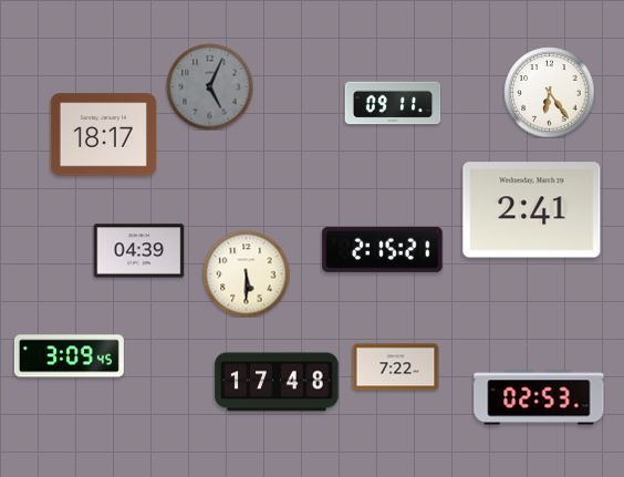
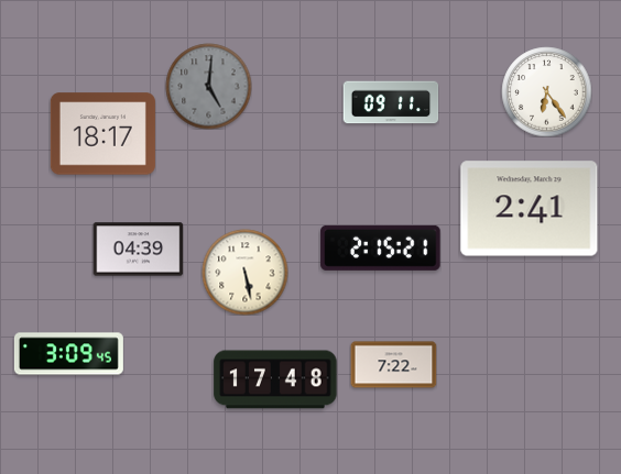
clock at (209, 86): 5:04 -> 5:01
clock at (246, 273): 5:30 -> 5:28
clock at (539, 397): 02:53 -> none
